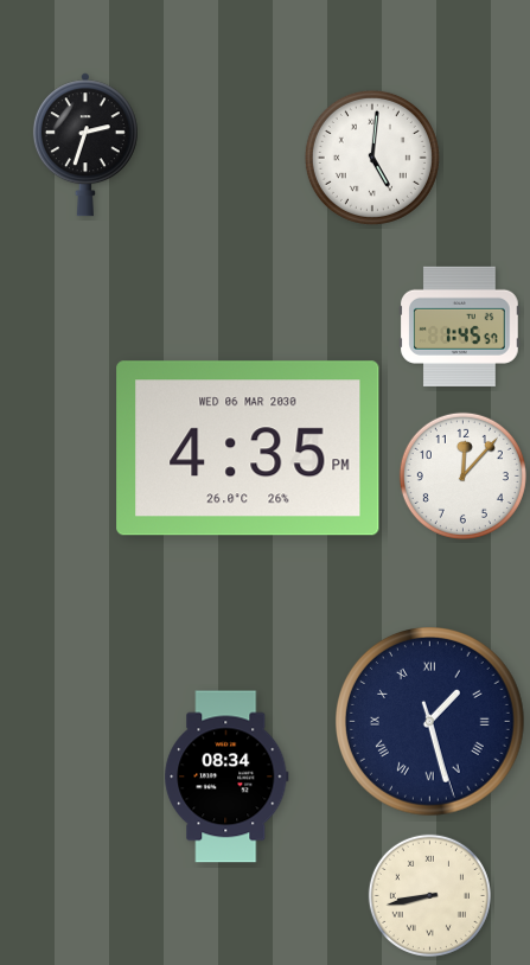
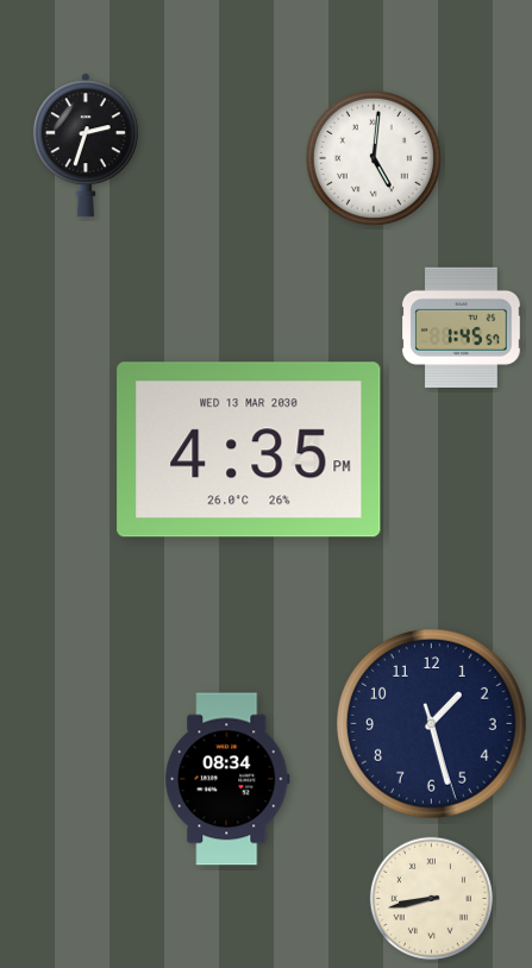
clock at (248, 448) date: WED 06 MAR 2030 -> WED 13 MAR 2030
clock at (462, 475): 12:07 -> none
clock at (430, 722) numerals: Roman -> Arabic
